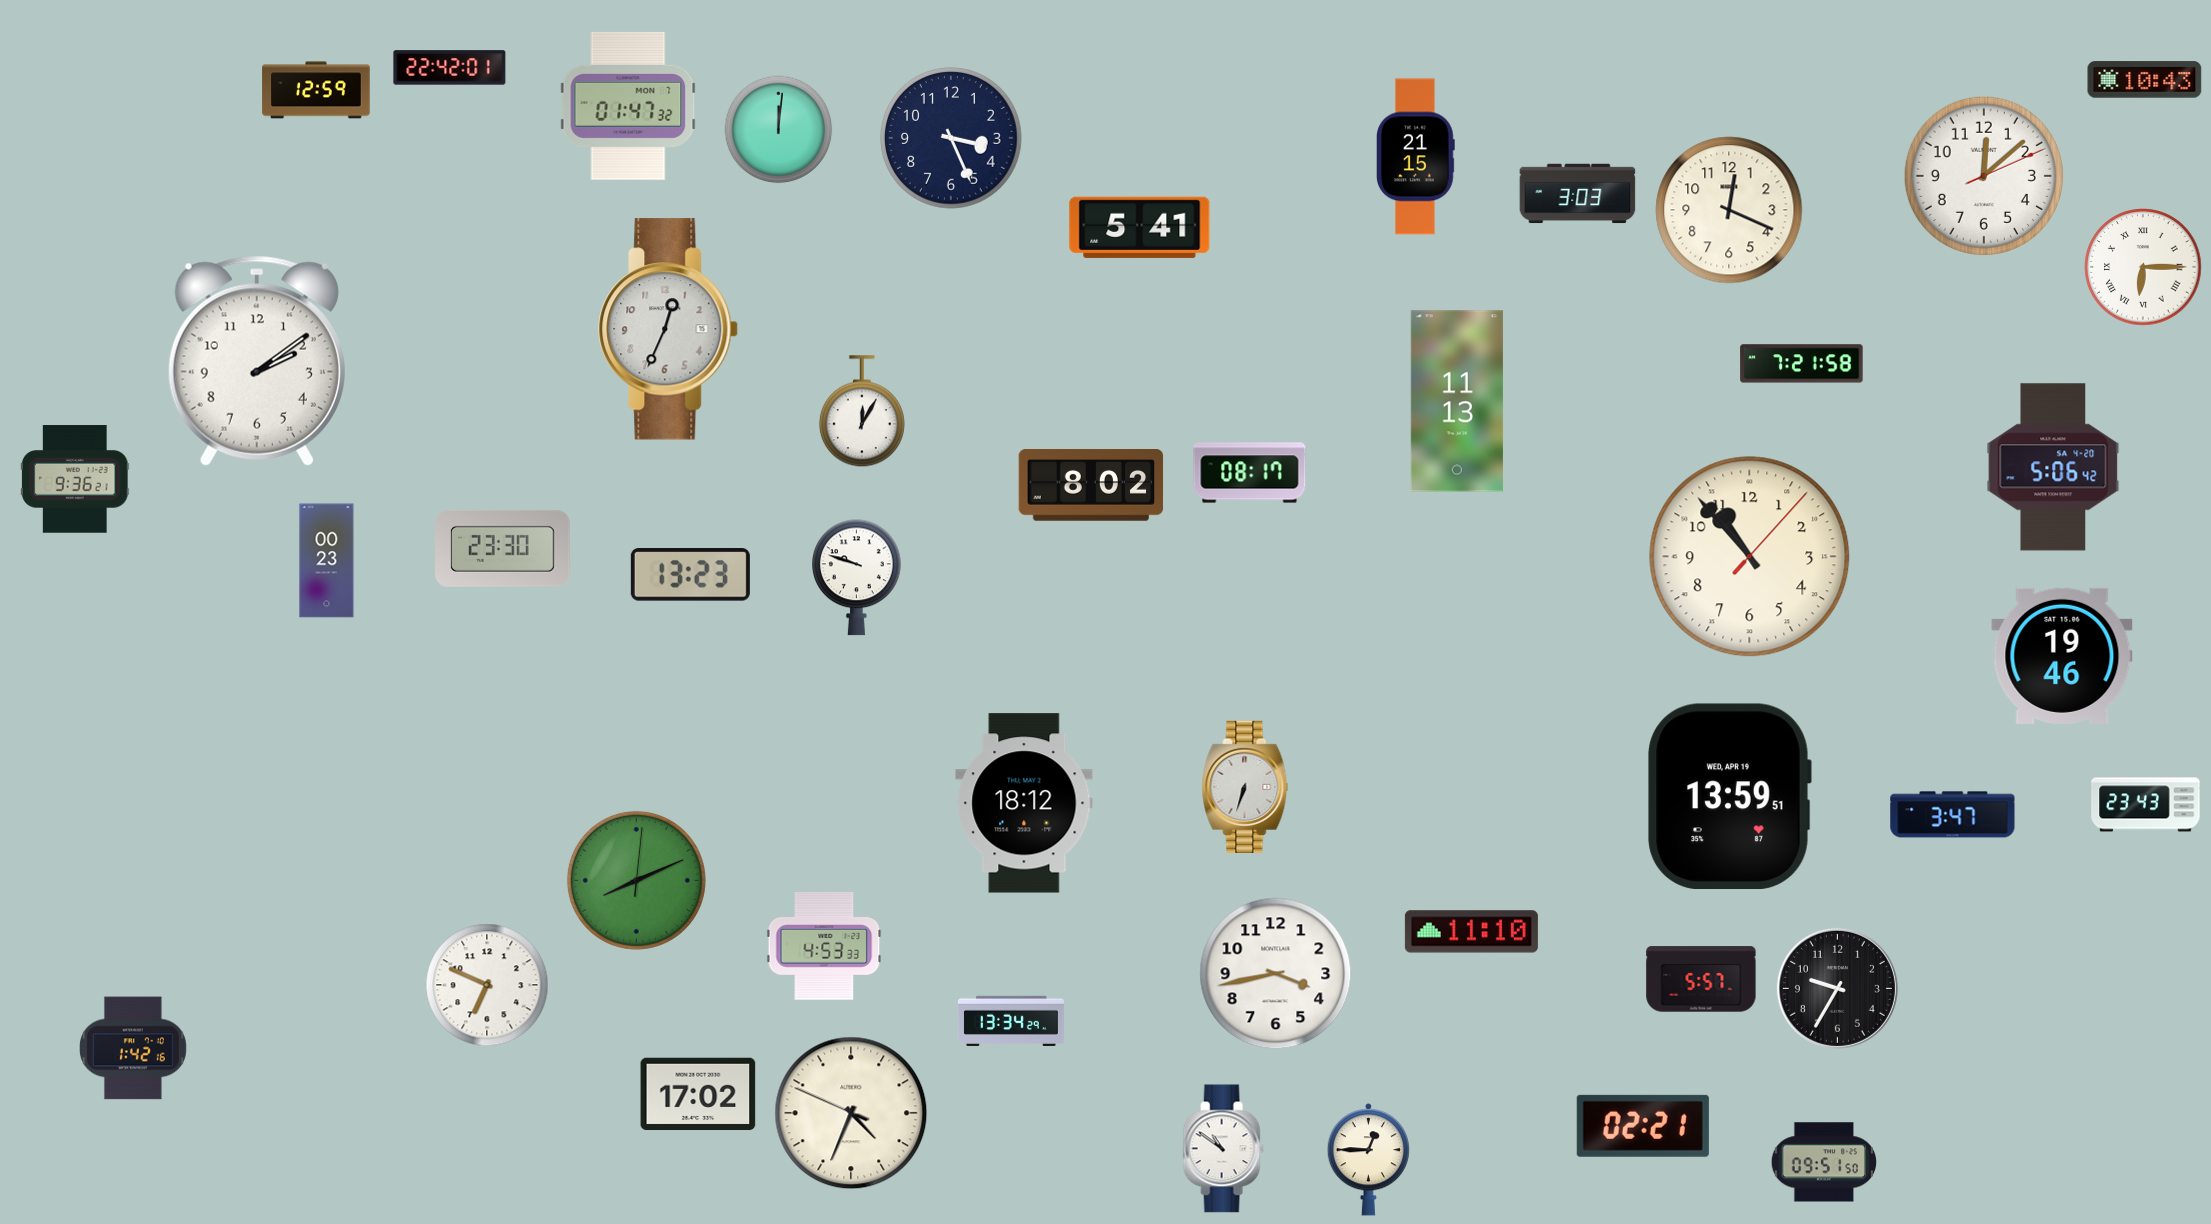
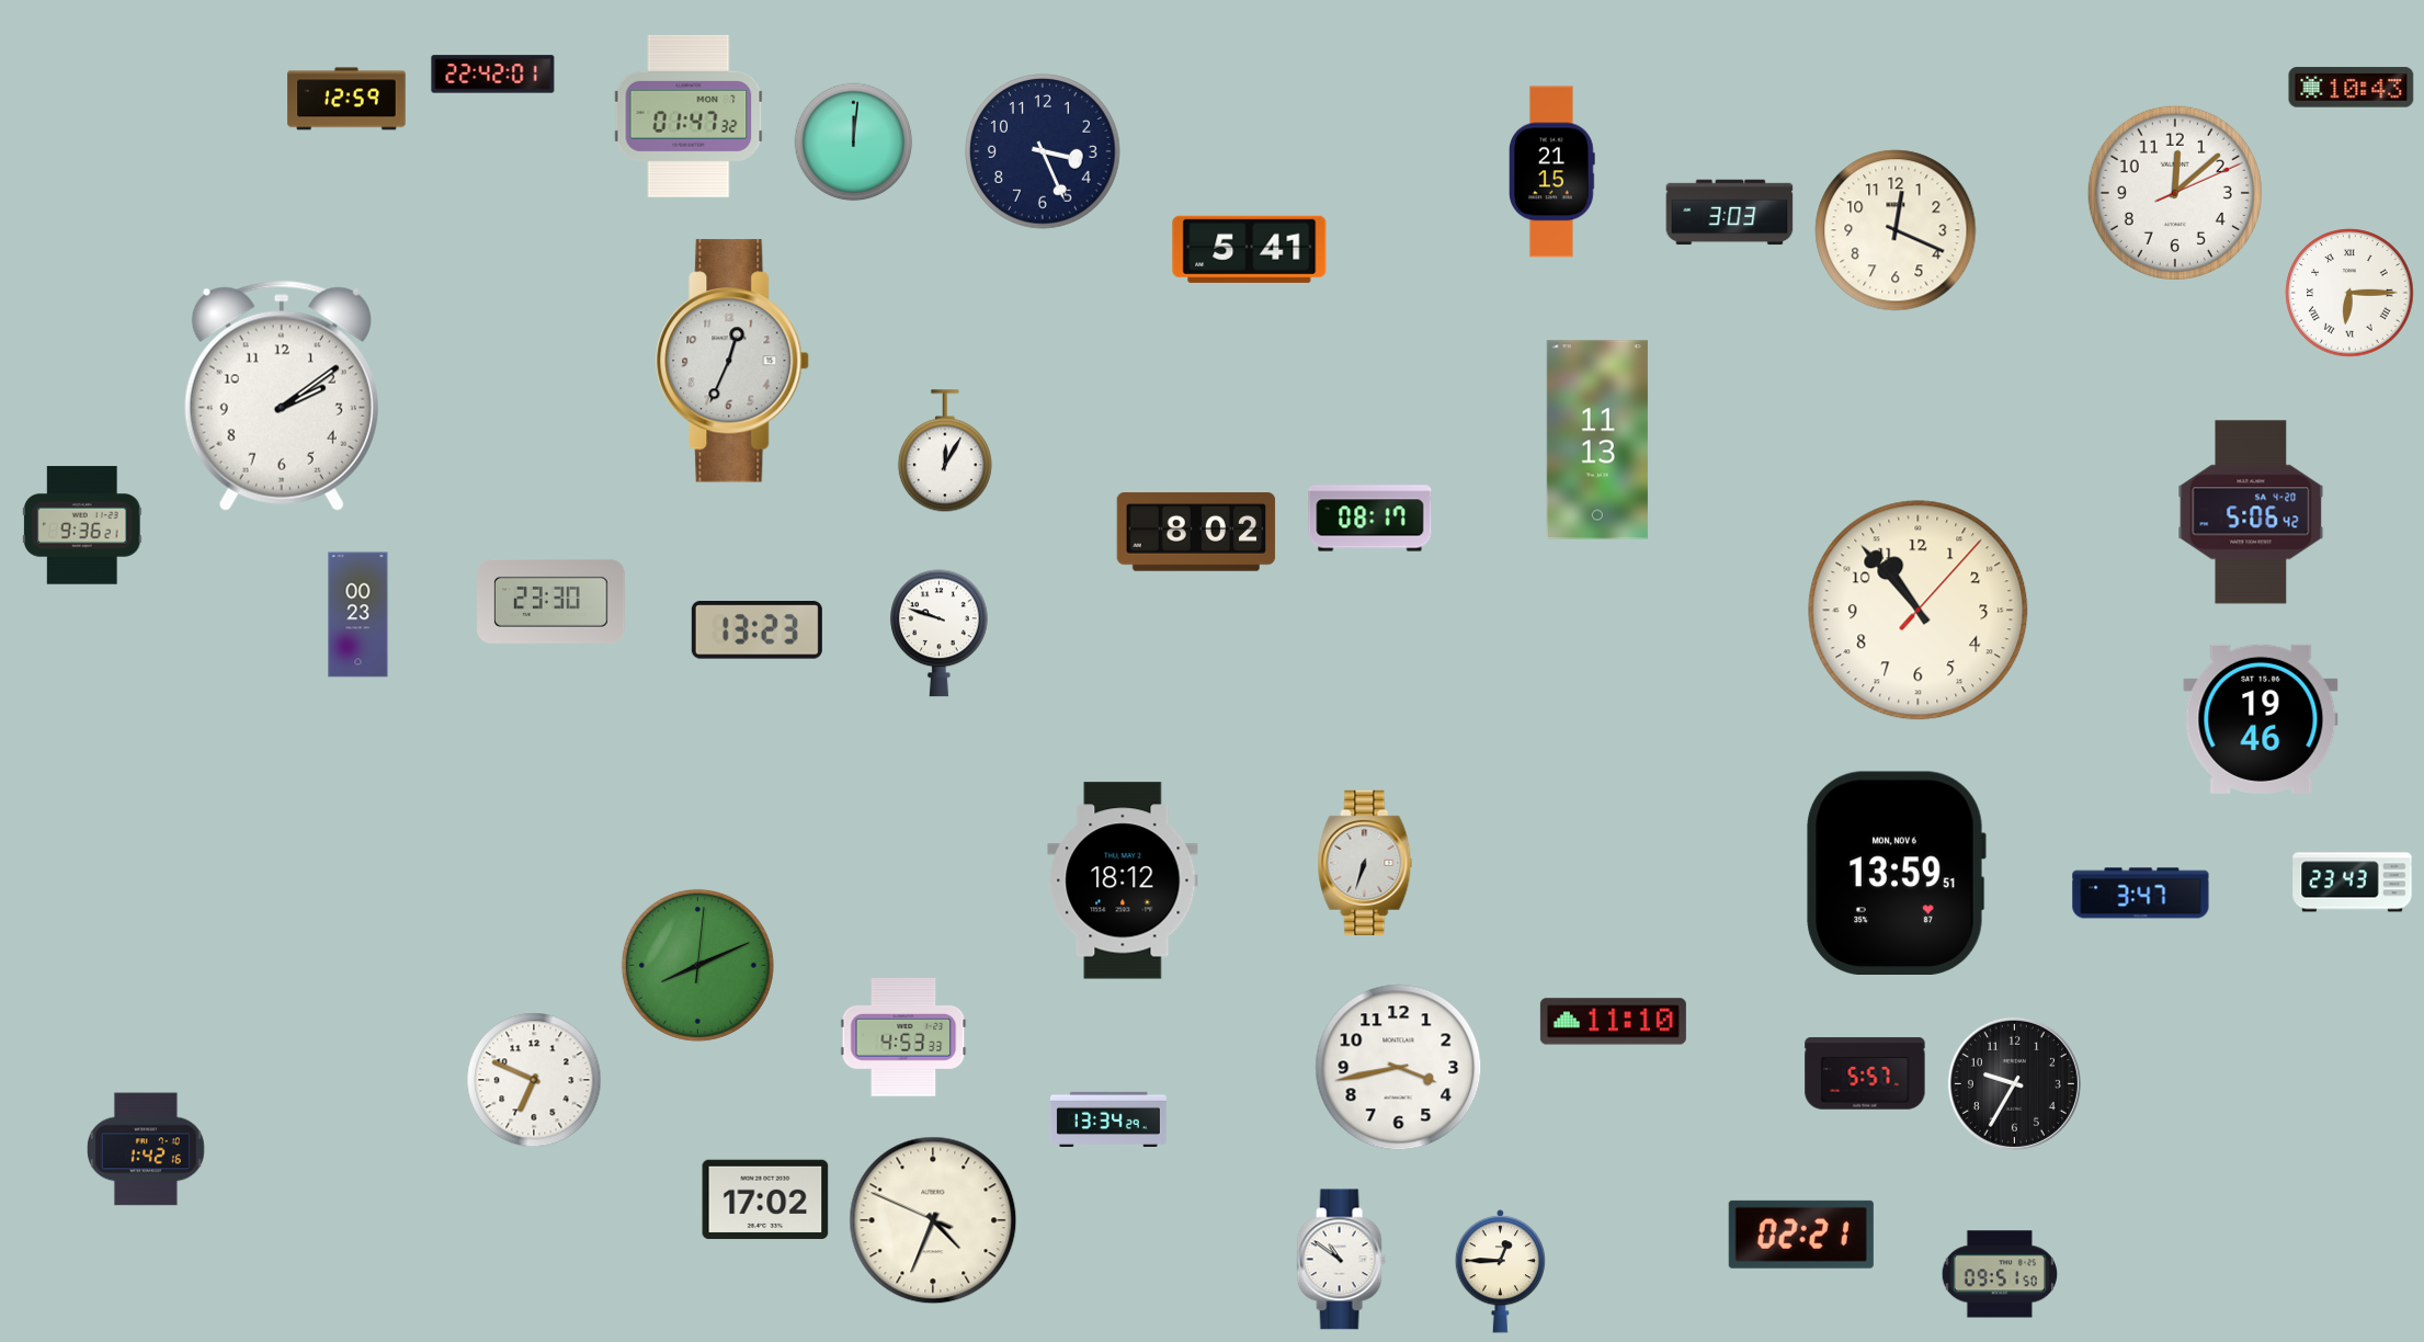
clock at (1802, 364): 7:21 -> none
clock at (1729, 796) date: WED, APR 19 -> MON, NOV 6
